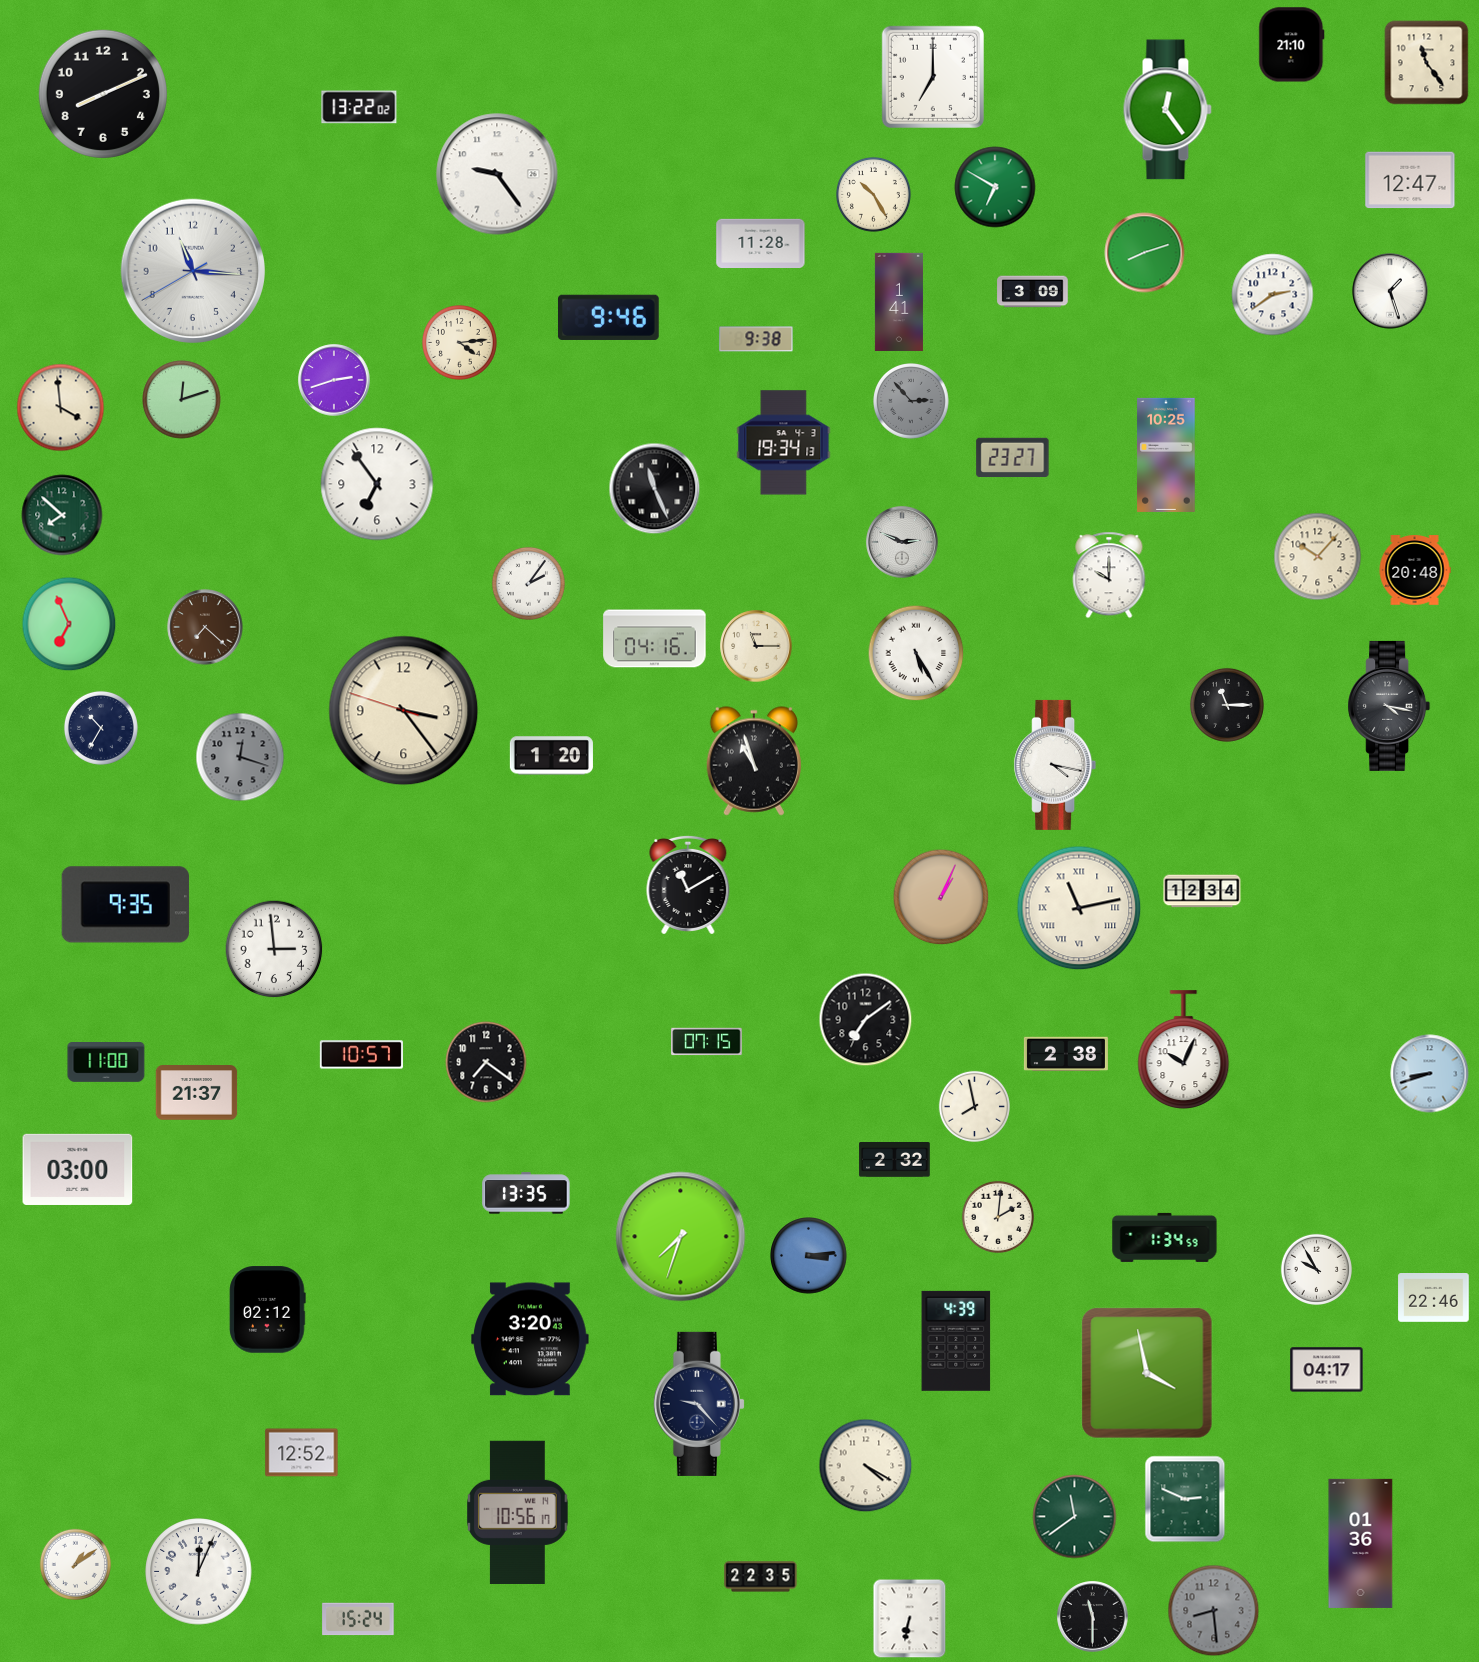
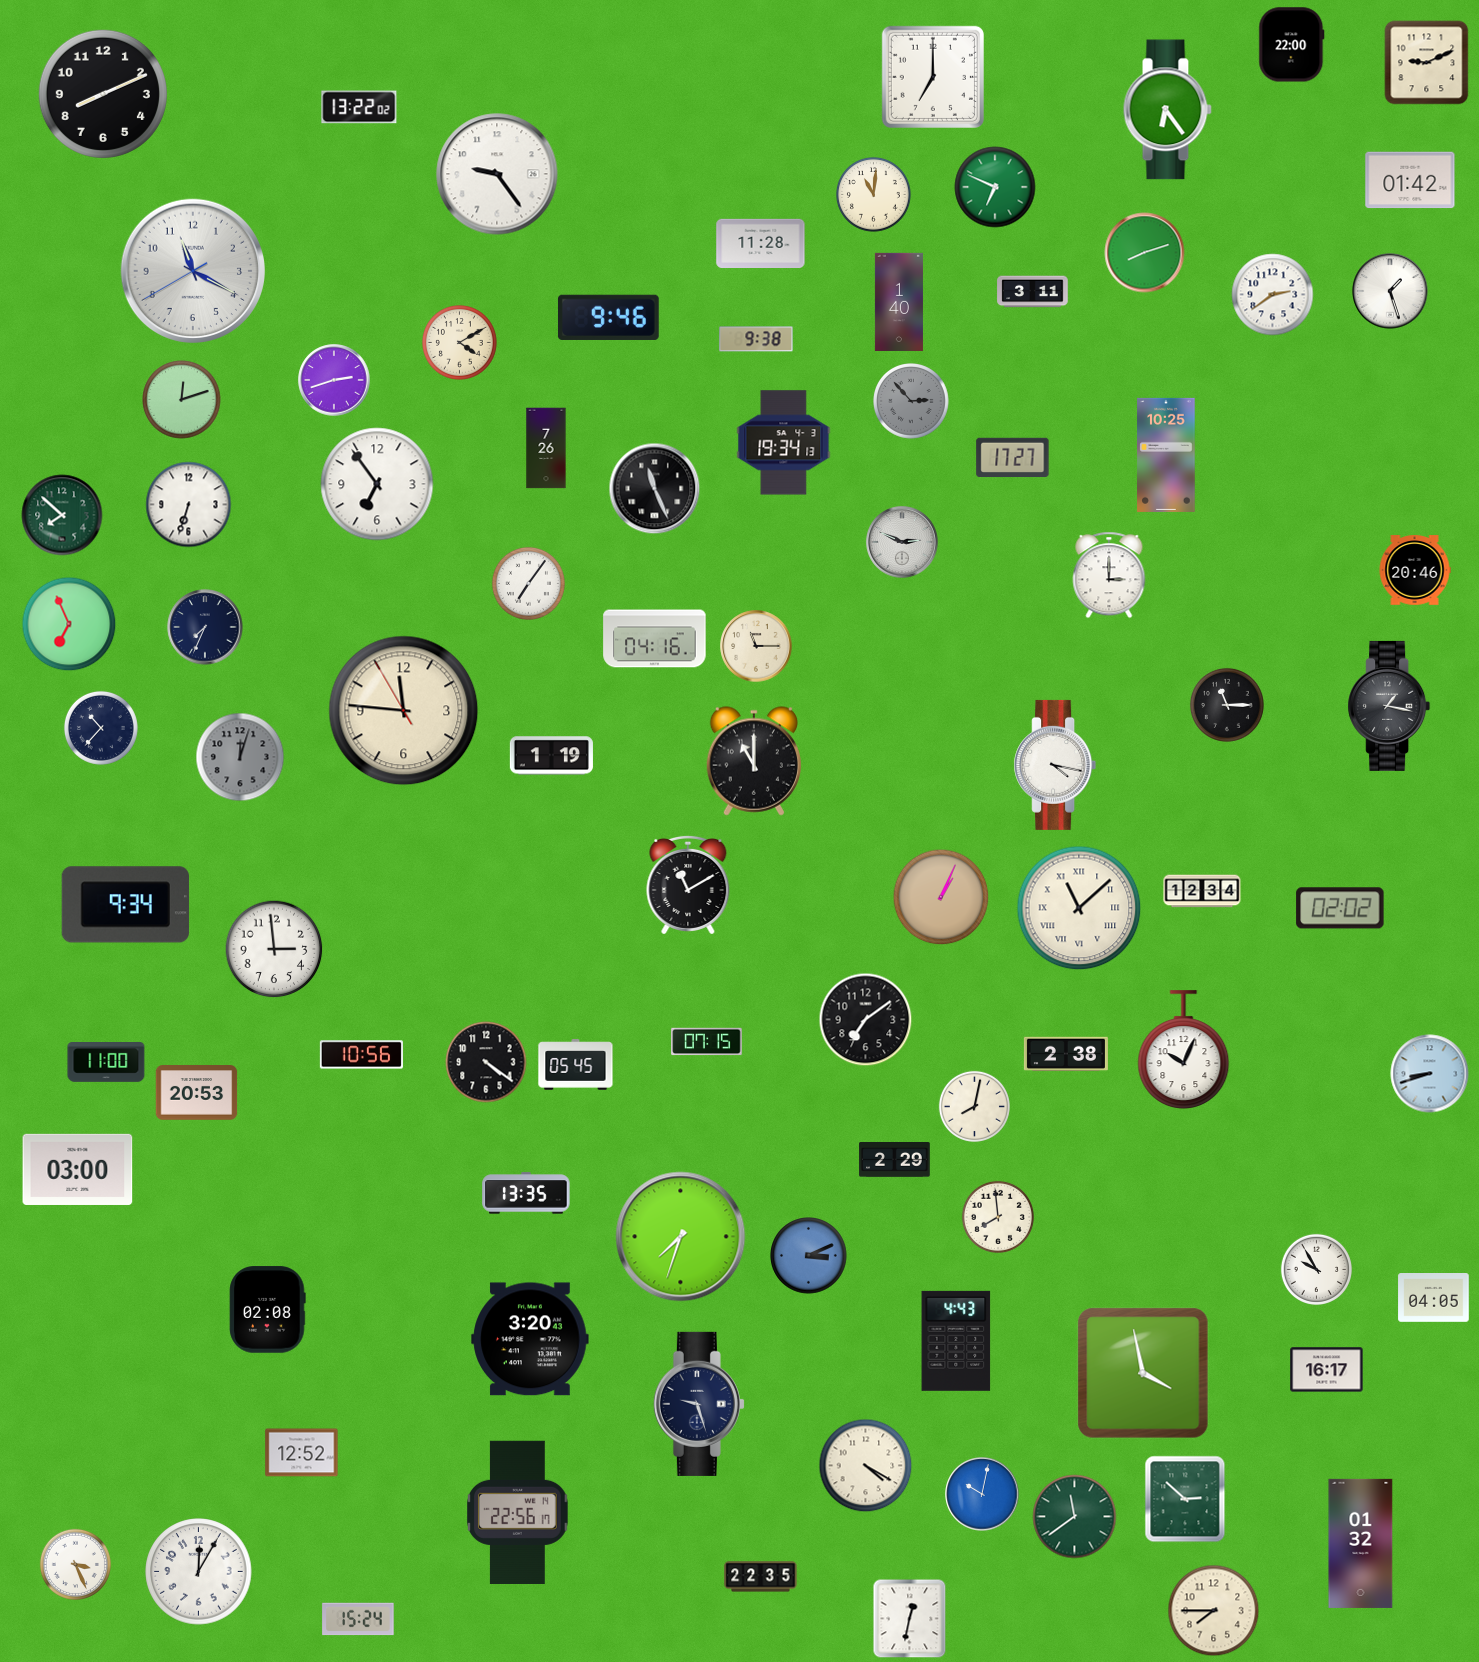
clock at (1292, 45): 21:10 -> 22:00
clock at (1427, 63): 11:24 -> 9:11
clock at (1167, 110): 12:24 -> 6:24
clock at (1410, 180): 12:47 -> 01:42
clock at (995, 187): 6:50 -> 6:49
clock at (873, 194): 10:25 -> 11:01
clock at (192, 270): 11:15 -> 11:19
clock at (1033, 292): 3:09 -> 3:11
clock at (899, 302): 1:41 -> 1:40
clock at (459, 342): 4:14 -> 4:10
clock at (61, 408): 3:59 -> none
clock at (546, 448): none -> 7:26
clock at (1013, 457): 23:27 -> 17:27
clock at (189, 505): none -> 6:33
clock at (1318, 557): 10:07 -> none
clock at (1415, 570): 20:48 -> 20:46
clock at (1109, 575): 10:00 -> 3:00
clock at (528, 583): 2:06 -> 7:06
clock at (205, 627): 7:22 -> 7:34
clock at (205, 627) dial: brown -> navy
clock at (916, 653): 5:25 -> none
clock at (1389, 706): 4:17 -> 1:17
clock at (404, 711): 3:23 -> 11:45
clock at (101, 728): 10:35 -> 10:37
clock at (551, 756): 1:20 -> 1:19
clock at (240, 757): 12:18 -> 12:03
clock at (753, 761): 10:57 -> 11:00
clock at (125, 905): 9:35 -> 9:34
clock at (1079, 908): 11:13 -> 11:08
clock at (1340, 908): none -> 02:02
clock at (361, 1055): 10:57 -> 10:56
clock at (486, 1062): 7:21 -> 4:21
clock at (576, 1065): none -> 05:45
clock at (197, 1093): 21:37 -> 20:53
clock at (974, 1106): 7:58 -> 8:02
clock at (895, 1160): 2:32 -> 2:29
clock at (998, 1217): 2:01 -> 7:59
clock at (1165, 1237): 1:34 -> none
clock at (809, 1256): 3:14 -> 3:11
clock at (1434, 1298): 22:46 -> 04:05
clock at (268, 1310): 02:12 -> 02:08
clock at (956, 1341): 4:39 -> 4:43
clock at (1327, 1370): 04:17 -> 16:17
clock at (1147, 1373) position: (1147, 1373) -> (1143, 1373)
clock at (699, 1404): 9:23 -> 9:27
clock at (982, 1494): none -> 10:02
clock at (1185, 1499): 2:49 -> 2:52
clock at (518, 1512): 10:56 -> 22:56
clock at (1361, 1543): 01:36 -> 01:32
clock at (75, 1564): 1:09 -> 3:26
clock at (199, 1572): 12:04 -> 12:05
clock at (1214, 1611): 8:29 -> 7:45
clock at (1214, 1611) dial: grey -> cream
clock at (1093, 1617): 11:30 -> none
clock at (910, 1619): 6:32 -> 12:32
